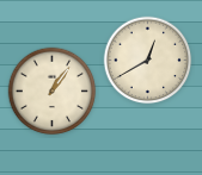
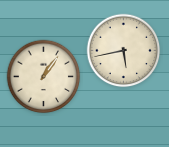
clock at (148, 61): 12:40 -> 5:43
